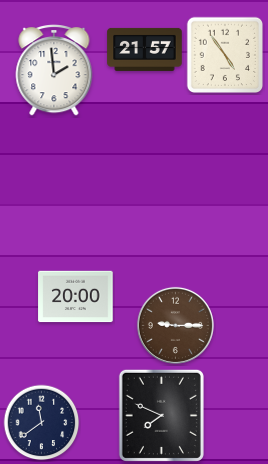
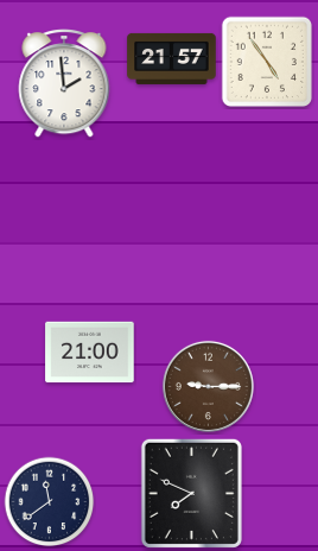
clock at (225, 55) position: (225, 55) -> (267, 62)
clock at (76, 297): 20:00 -> 21:00
